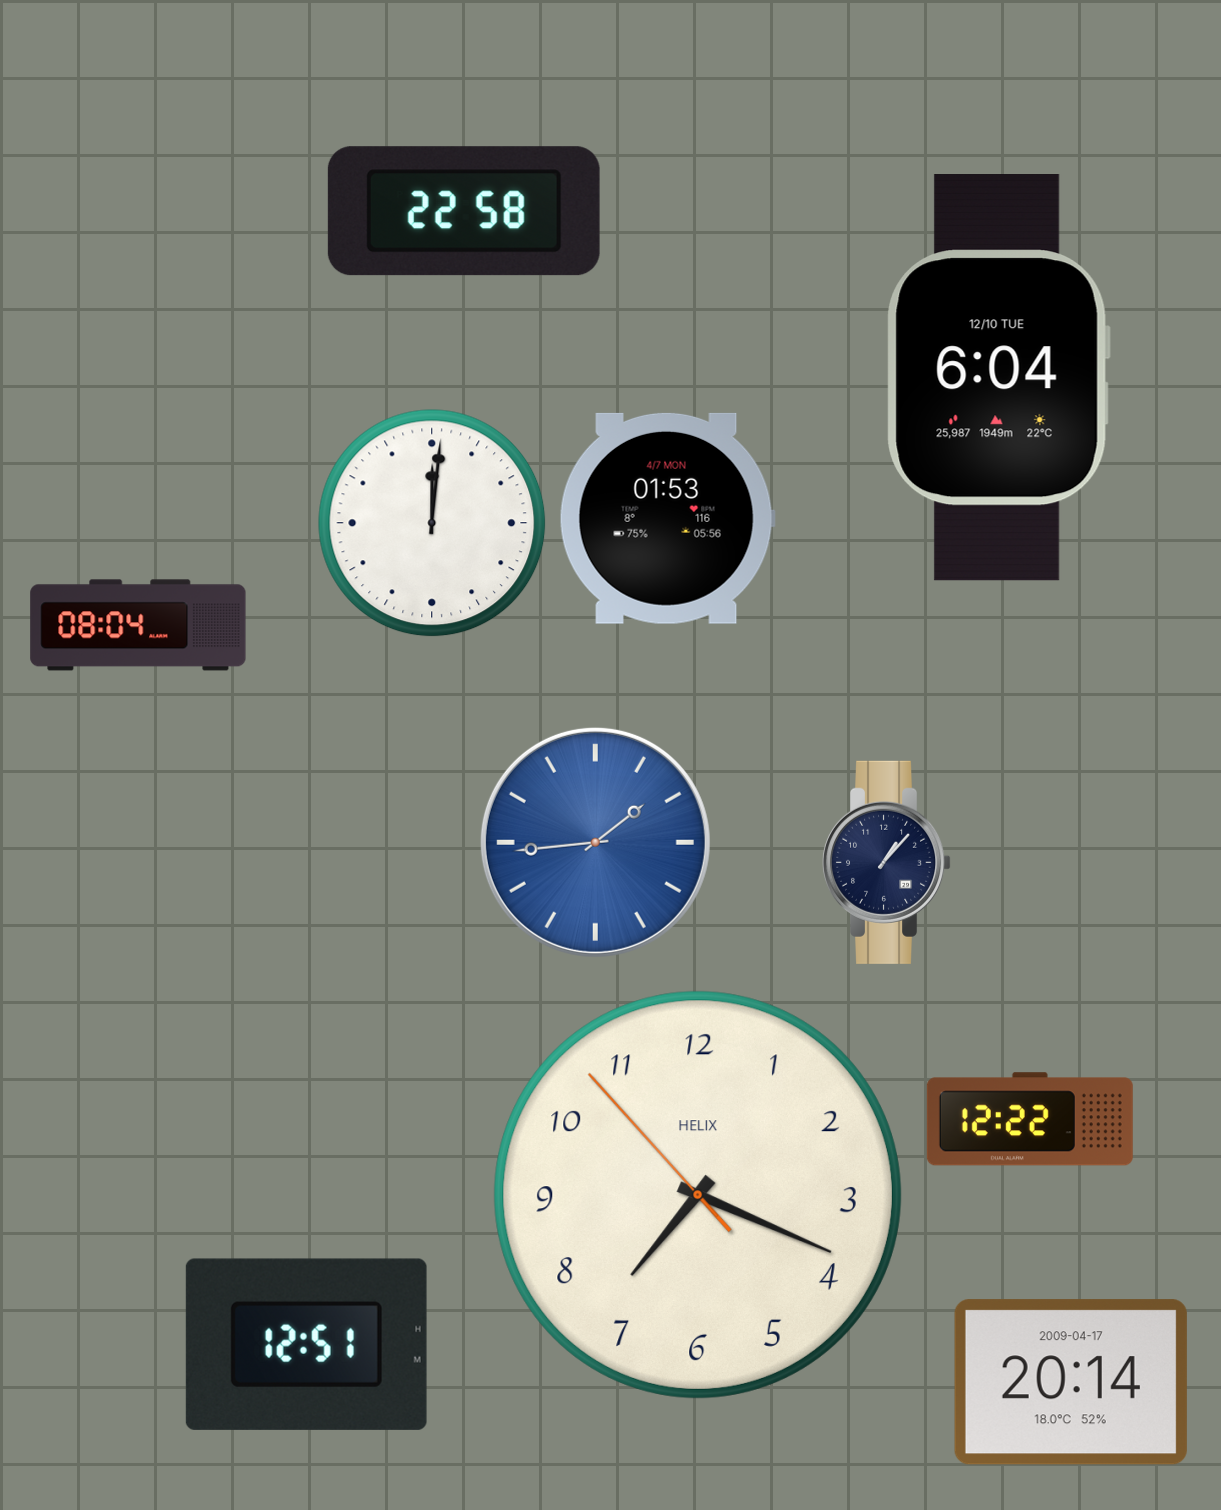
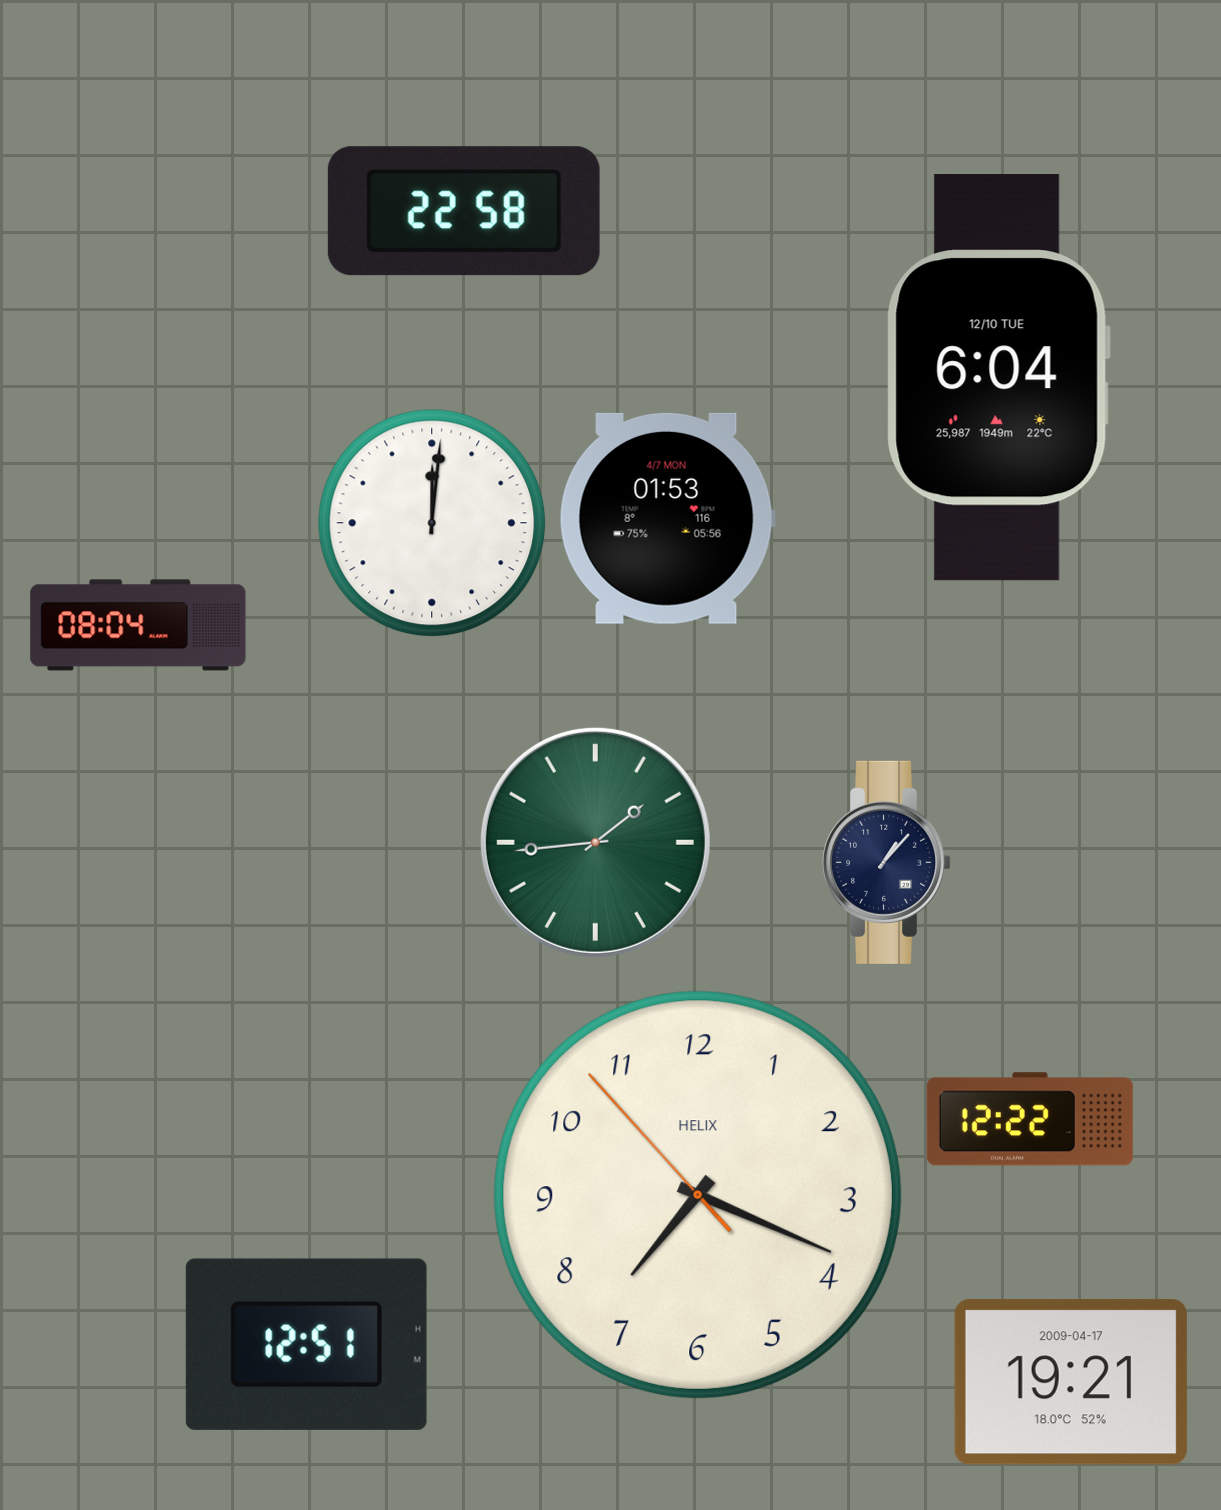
clock at (595, 842) dial: blue -> green
clock at (1071, 1382): 20:14 -> 19:21
